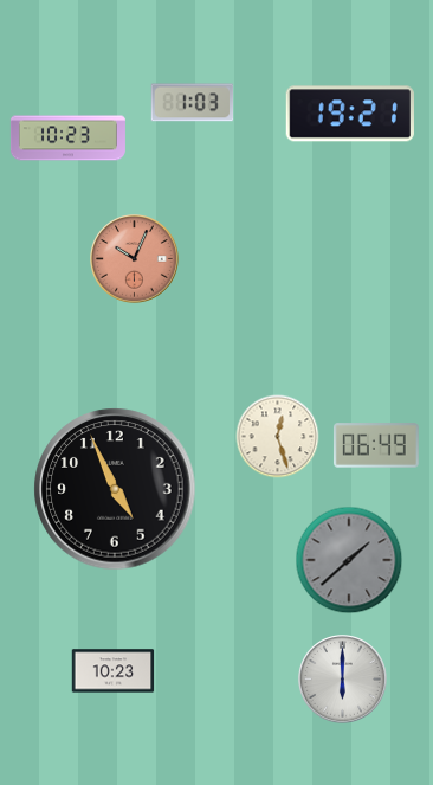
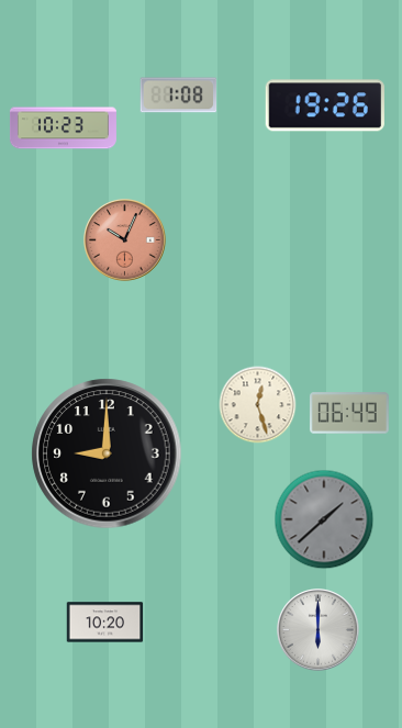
clock at (193, 103): 1:03 -> 1:08
clock at (350, 114): 19:21 -> 19:26
clock at (115, 489): 4:56 -> 9:00
clock at (114, 671): 10:23 -> 10:20
